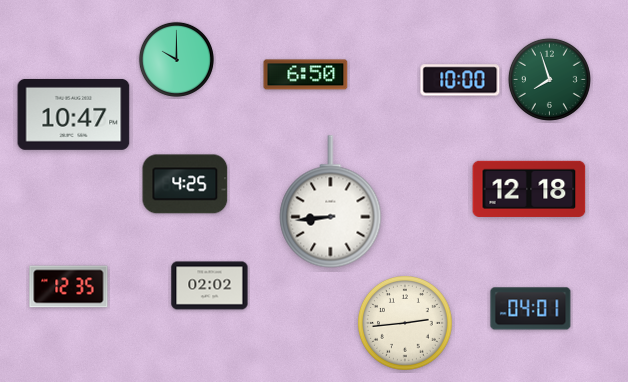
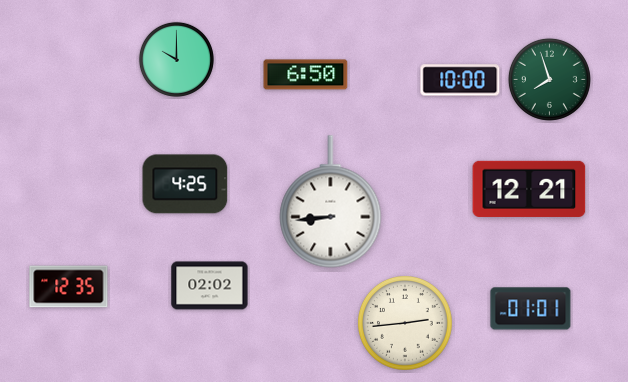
clock at (74, 114): 10:47 -> none
clock at (529, 189): 12:18 -> 12:21
clock at (531, 309): 04:01 -> 01:01
